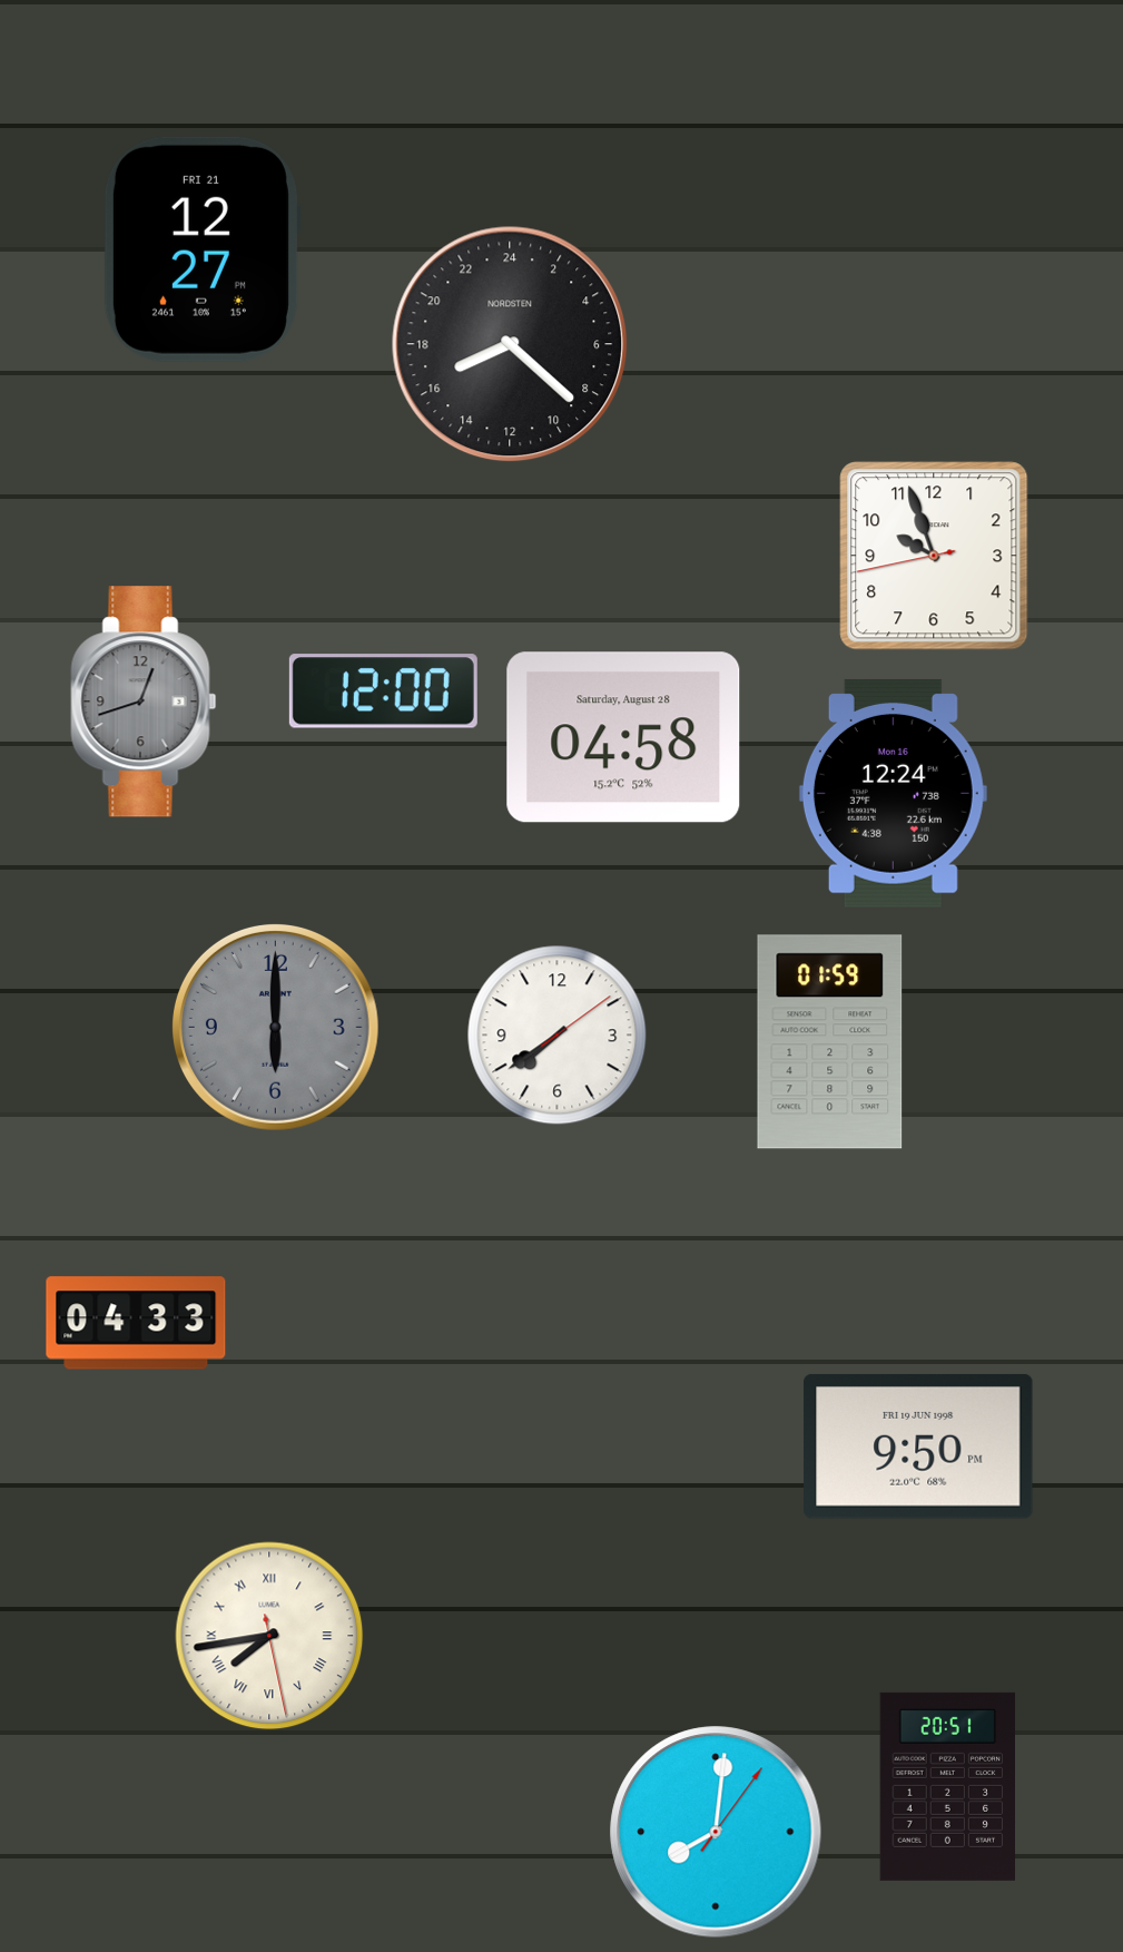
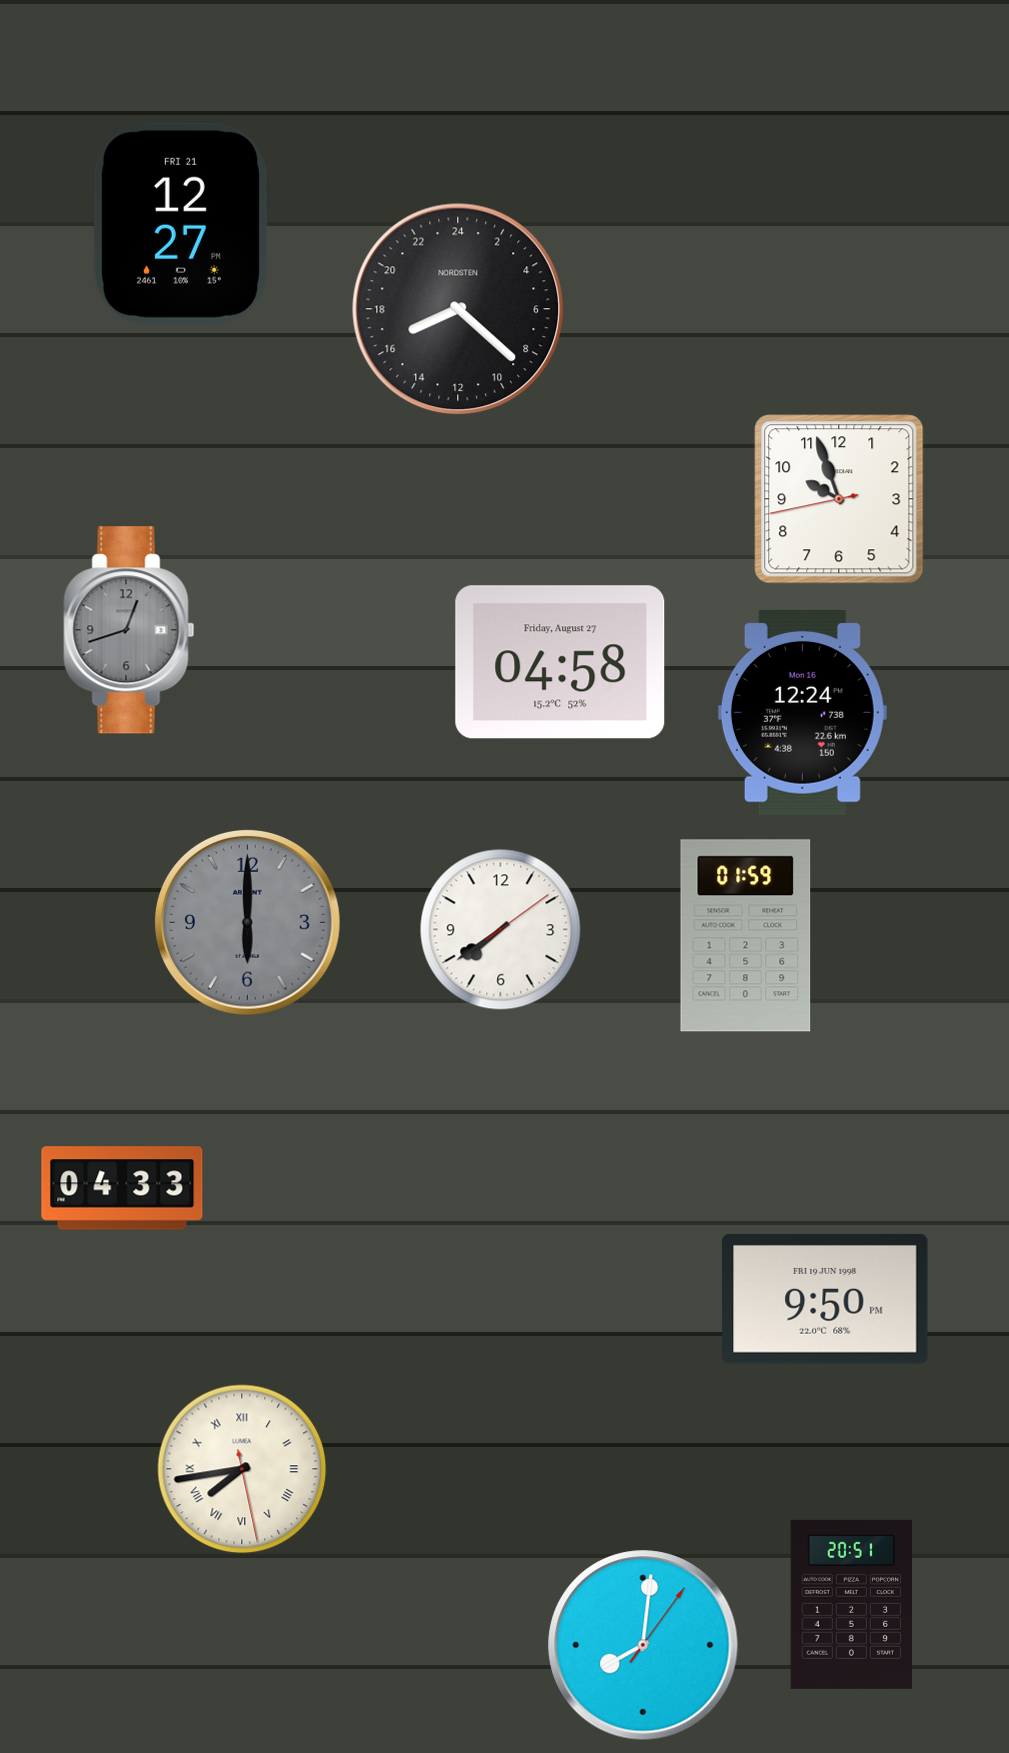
clock at (383, 691): 12:00 -> none
clock at (623, 737) date: Saturday, August 28 -> Friday, August 27
